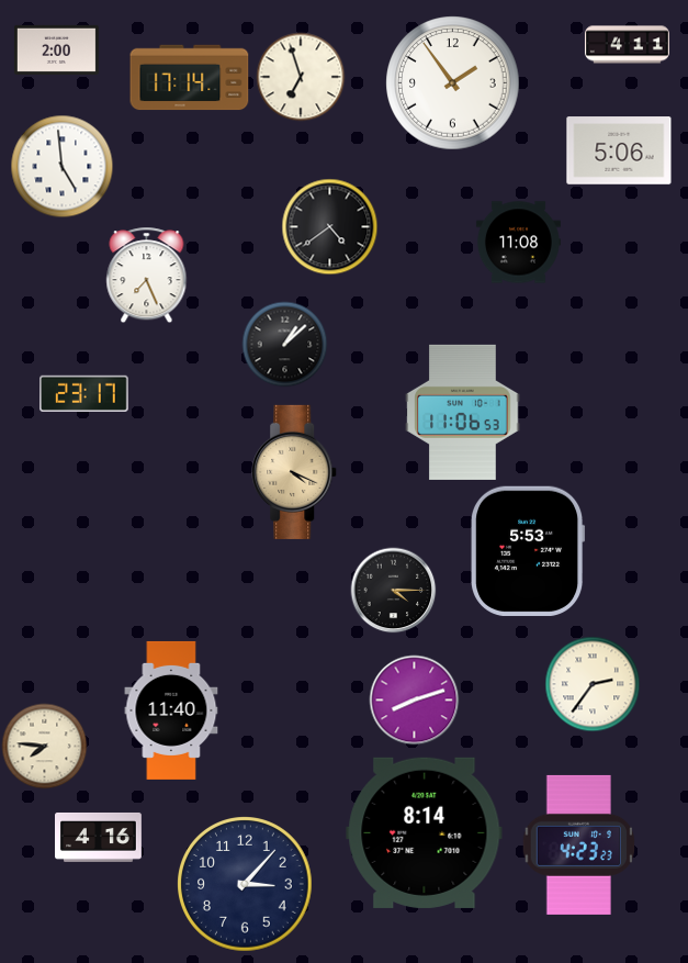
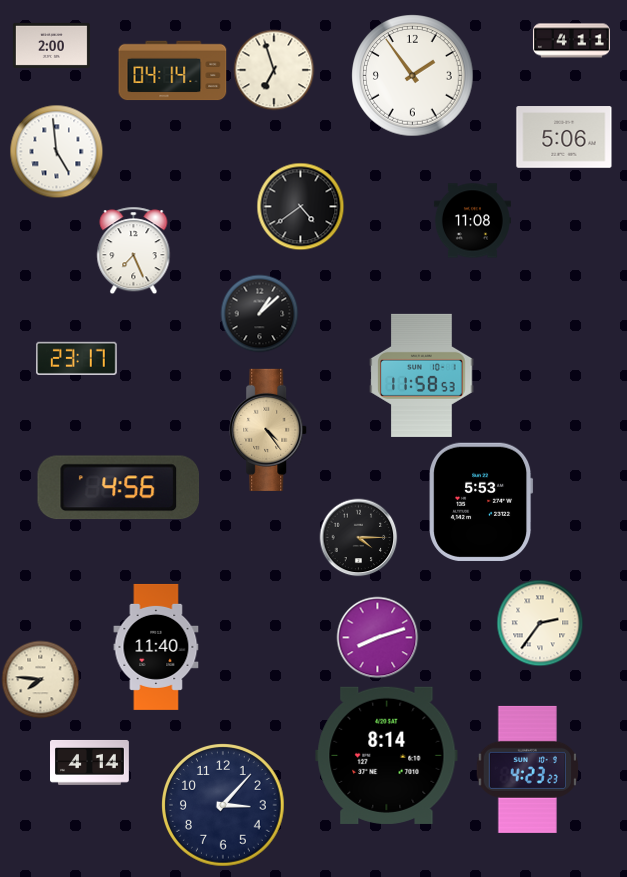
clock at (190, 78): 17:14 -> 04:14
clock at (463, 412): 11:06 -> 11:58
clock at (295, 472): 4:19 -> 4:24
clock at (118, 488): none -> 4:56
clock at (425, 832) position: (425, 832) -> (387, 755)
clock at (99, 838): 4:16 -> 4:14
